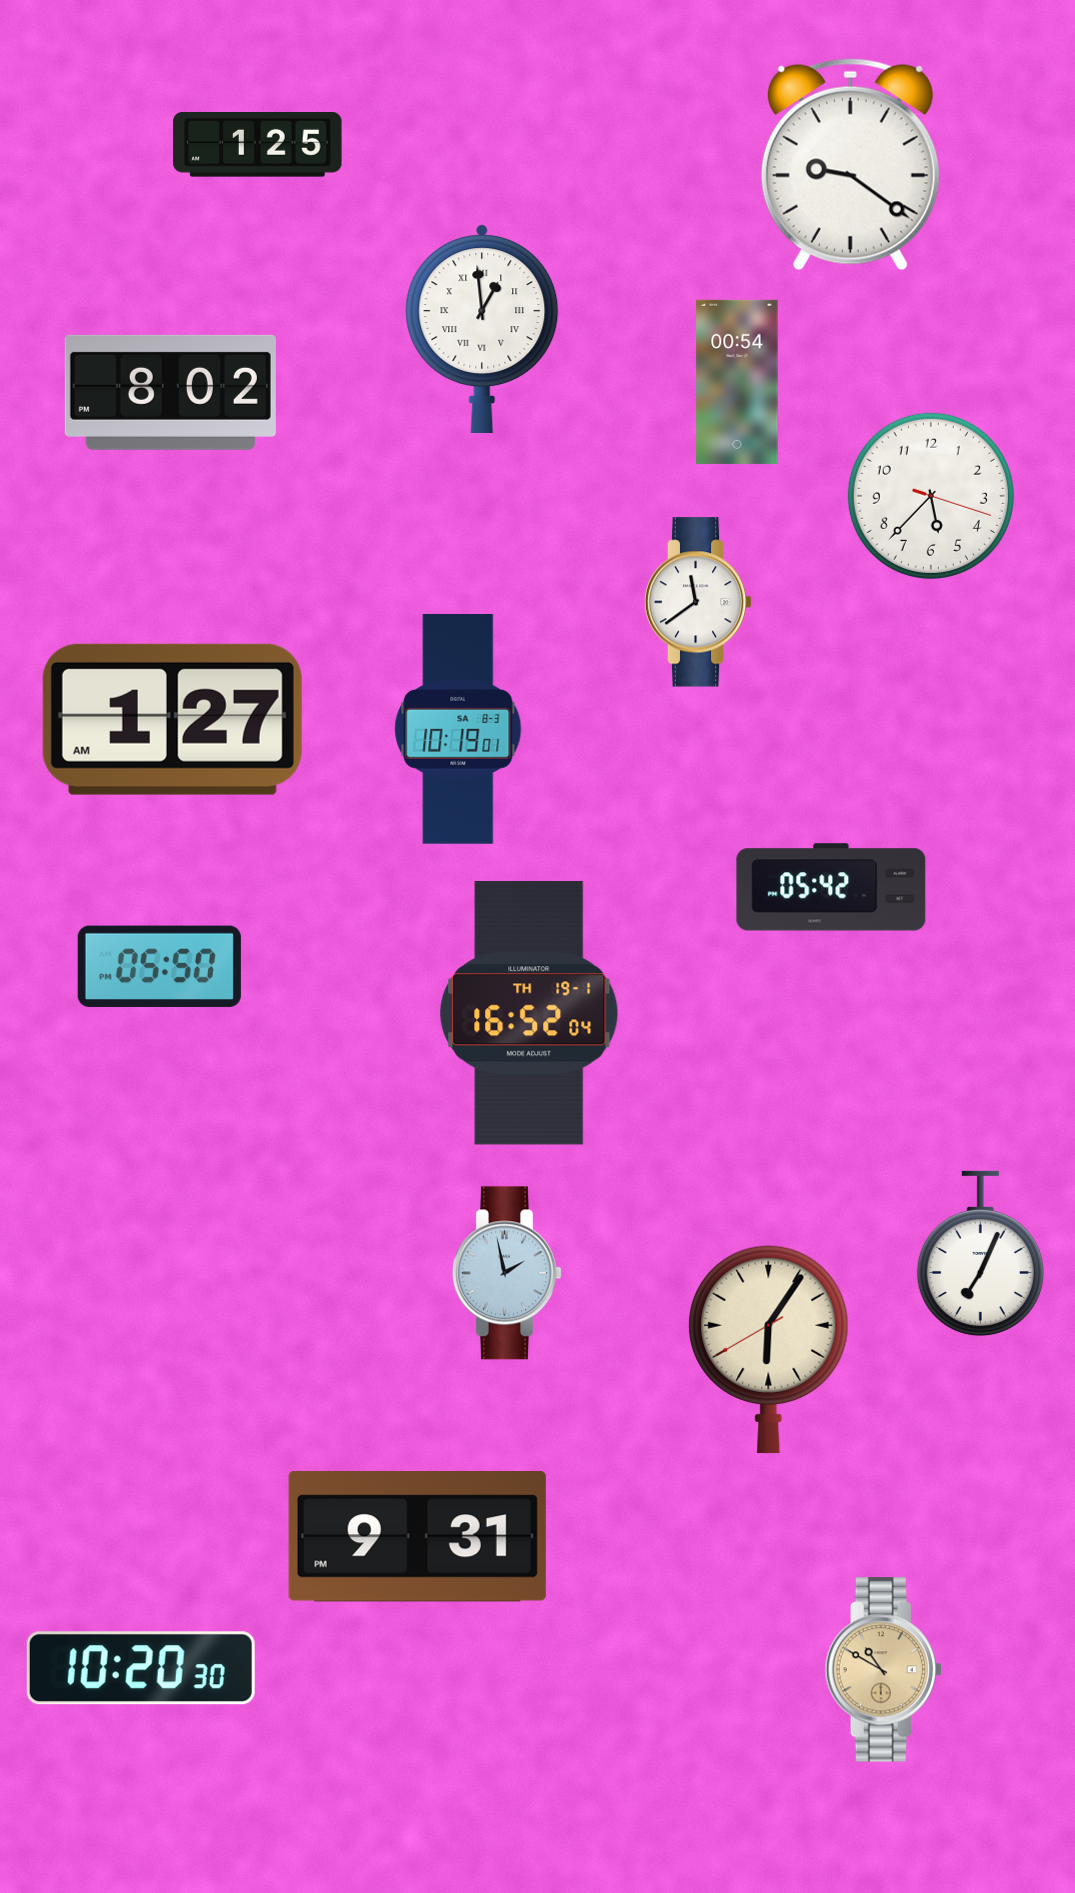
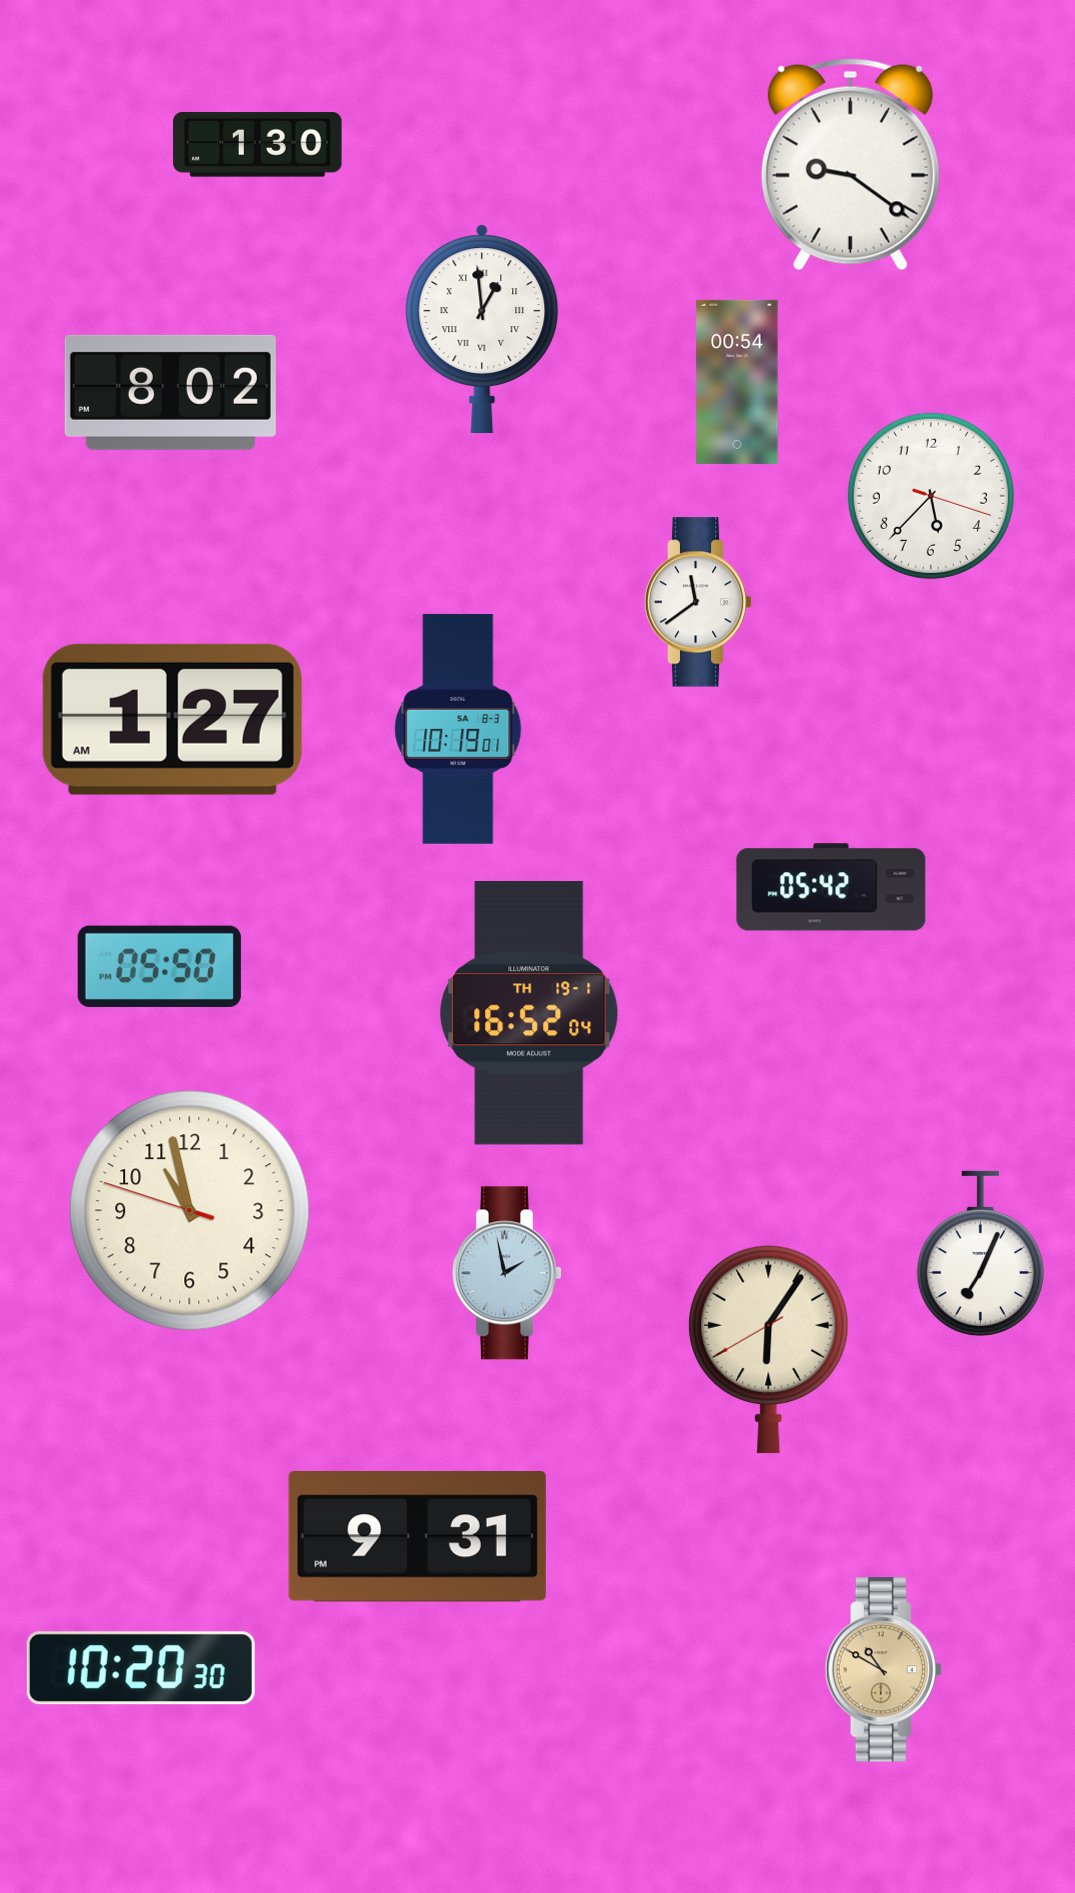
clock at (258, 145): 1:25 -> 1:30
clock at (190, 1211): none -> 10:57
